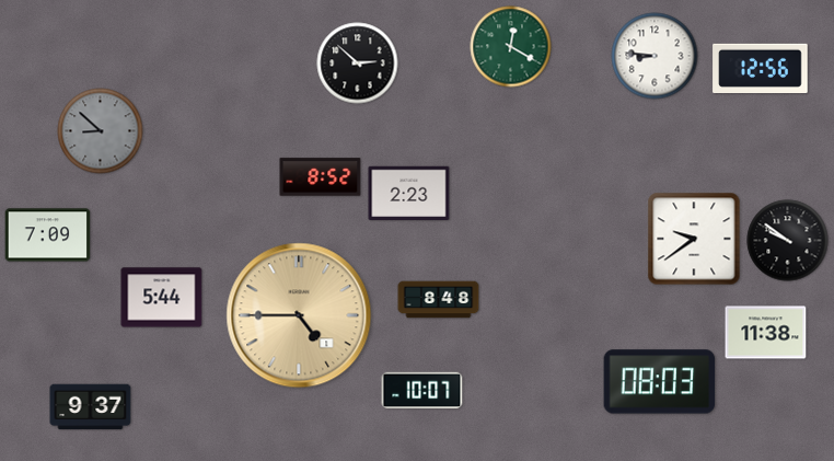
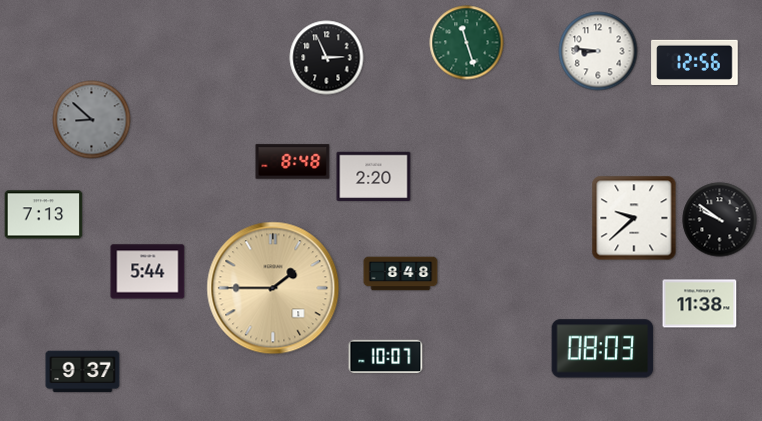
clock at (511, 47): 12:20 -> 11:27
clock at (358, 64): 2:52 -> 2:56
clock at (321, 177): 8:52 -> 8:48
clock at (409, 193): 2:23 -> 2:20
clock at (48, 235): 7:09 -> 7:13
clock at (694, 239): 9:39 -> 9:38
clock at (299, 315): 4:45 -> 1:45
